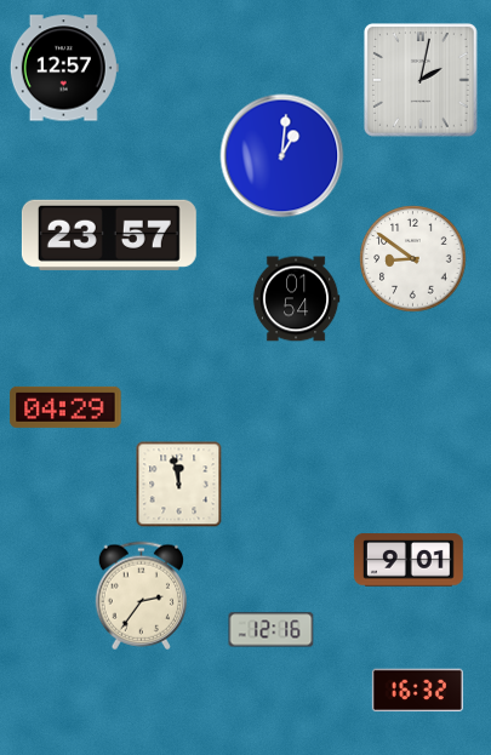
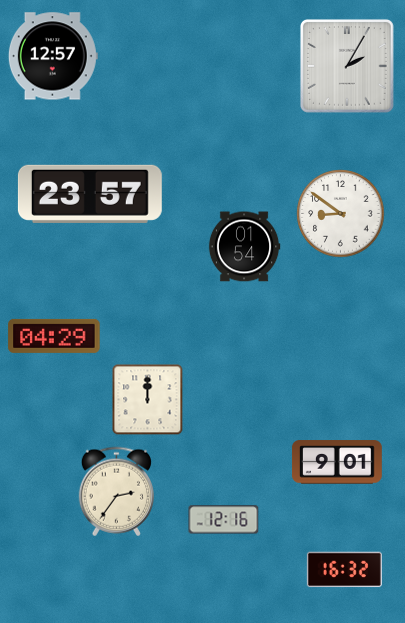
clock at (421, 80): 2:02 -> 2:05
clock at (282, 156): 1:01 -> none
clock at (179, 485): 11:58 -> 12:00
